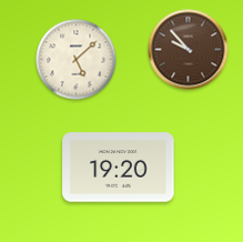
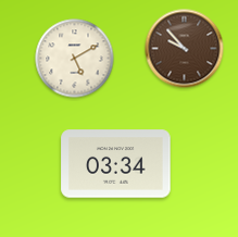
clock at (77, 60): 5:08 -> 5:10
clock at (119, 168): 19:20 -> 03:34
